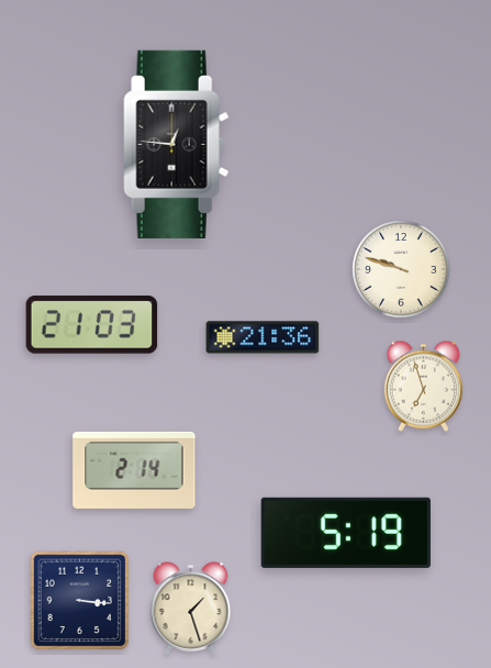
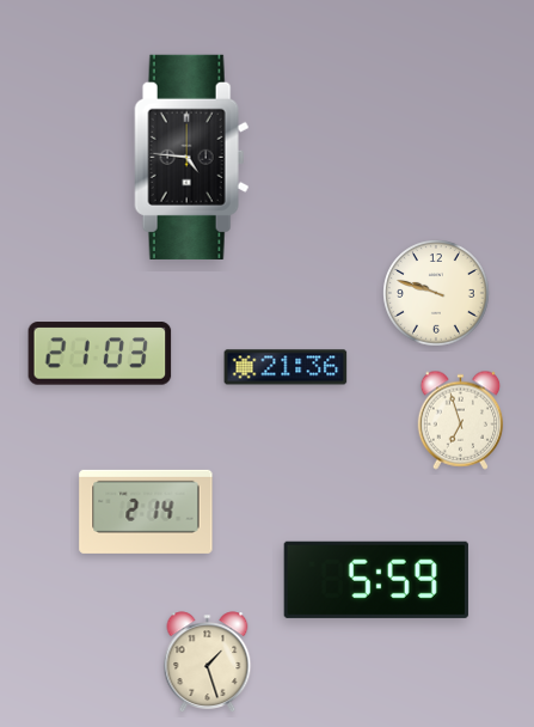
clock at (177, 144): 12:46 -> 4:46
clock at (346, 533): 5:19 -> 5:59
clock at (80, 601): 3:16 -> none
